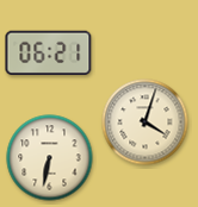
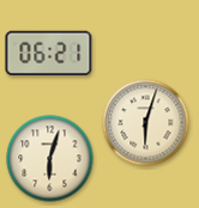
clock at (146, 123): 4:03 -> 6:03
clock at (50, 158): 6:32 -> 6:03
